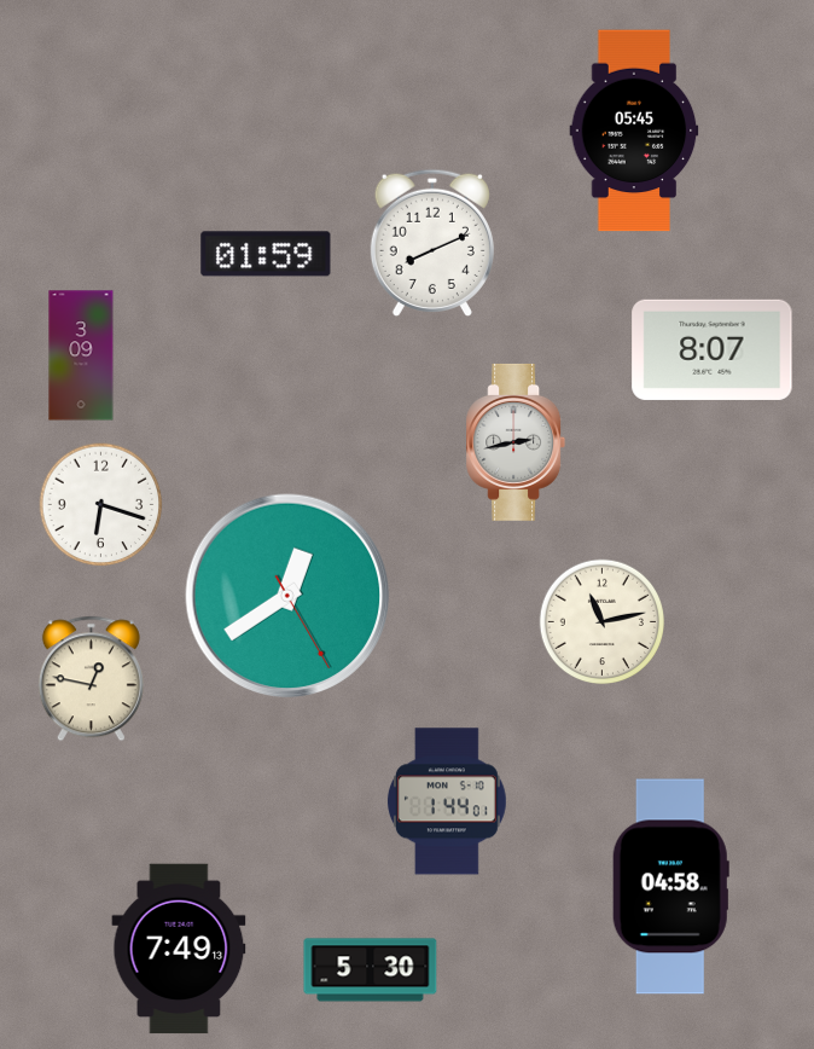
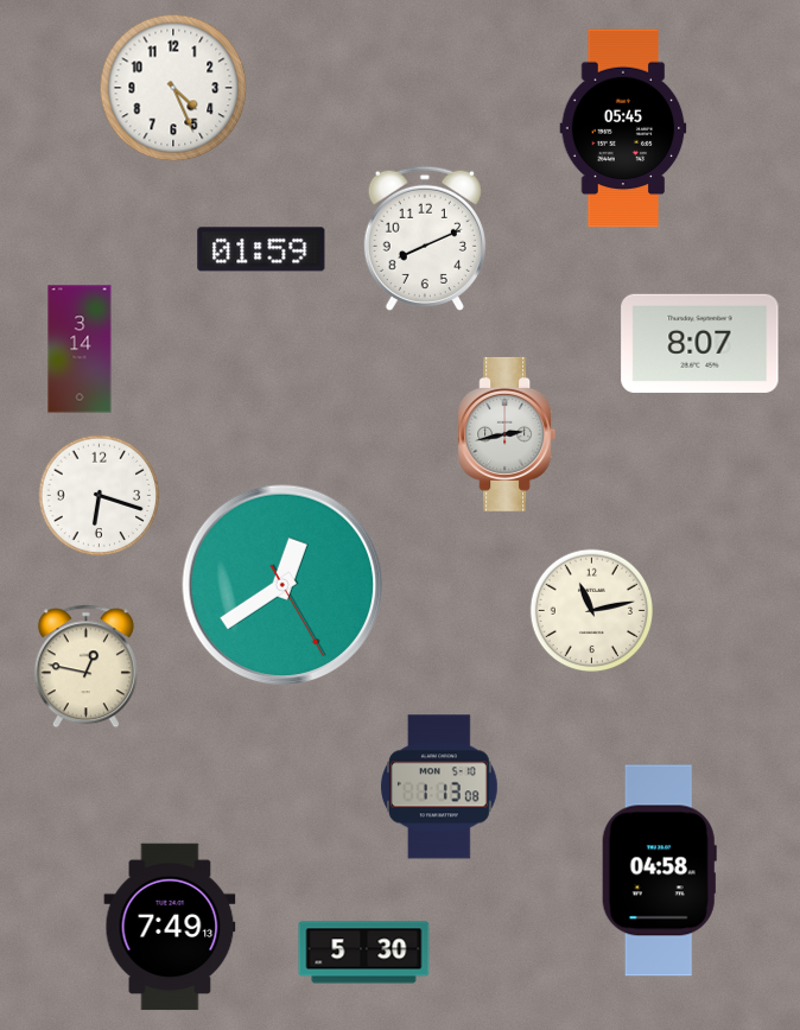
clock at (173, 88): none -> 4:26
clock at (81, 355): 3:09 -> 3:14
clock at (91, 679) position: (91, 679) -> (85, 667)
clock at (447, 801): 1:44 -> 1:13
clock at (179, 949) position: (179, 949) -> (170, 927)
